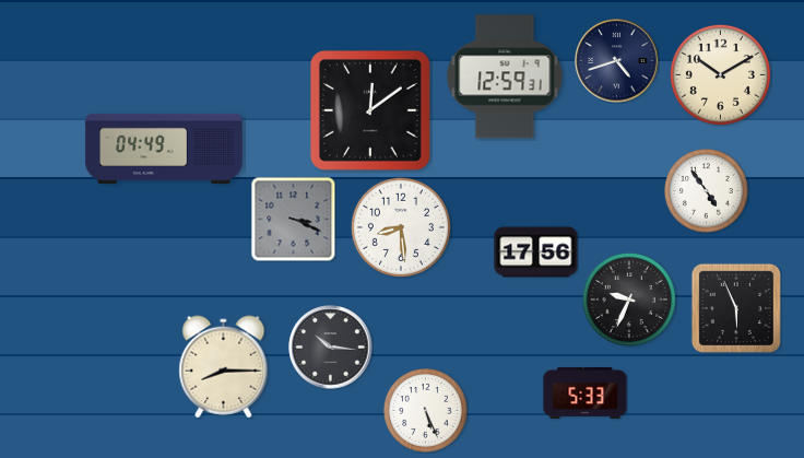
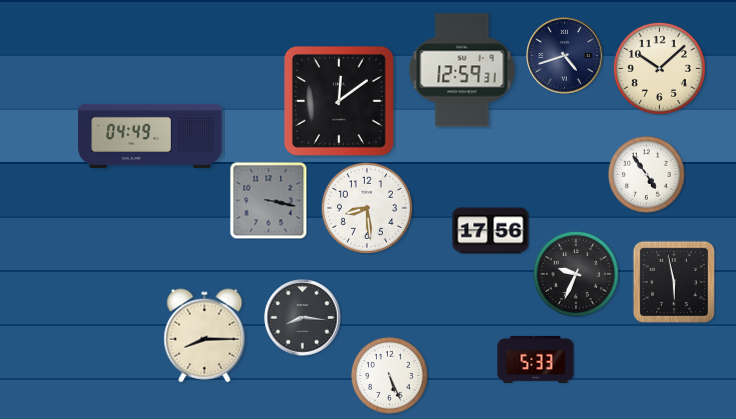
clock at (720, 74): 10:10 -> 10:08
clock at (293, 219): 3:19 -> 3:17
clock at (736, 308): 5:56 -> 5:58
clock at (331, 348): 10:16 -> 8:16
